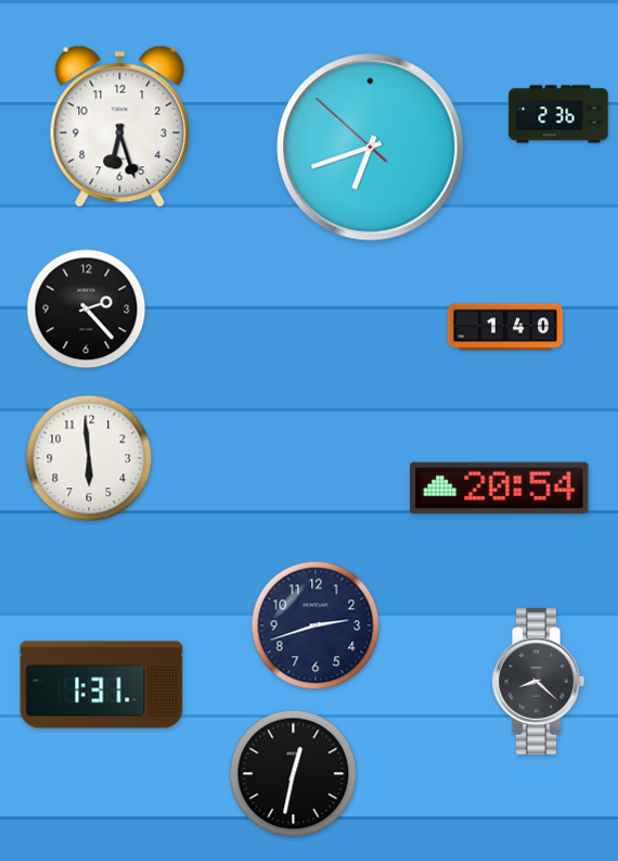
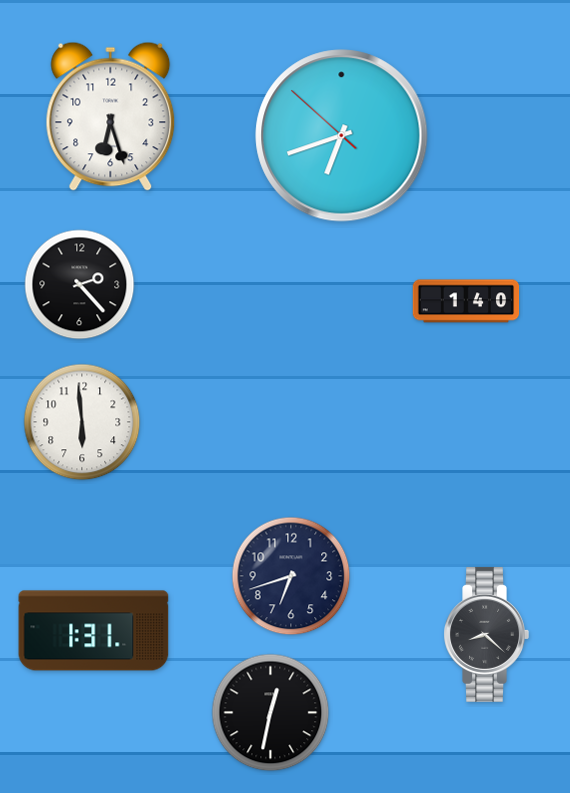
clock at (558, 114): 2:36 -> none
clock at (500, 489): 20:54 -> none
clock at (316, 625): 2:42 -> 6:42
clock at (538, 681) position: (538, 681) -> (486, 634)
